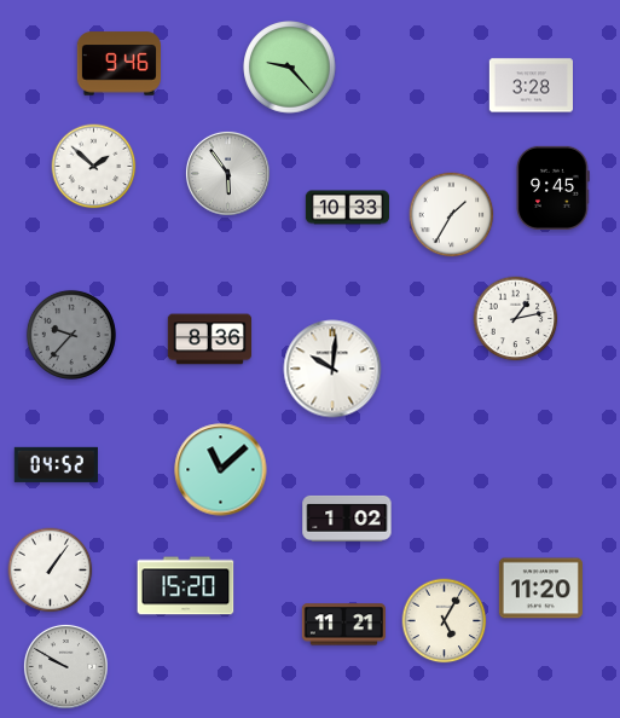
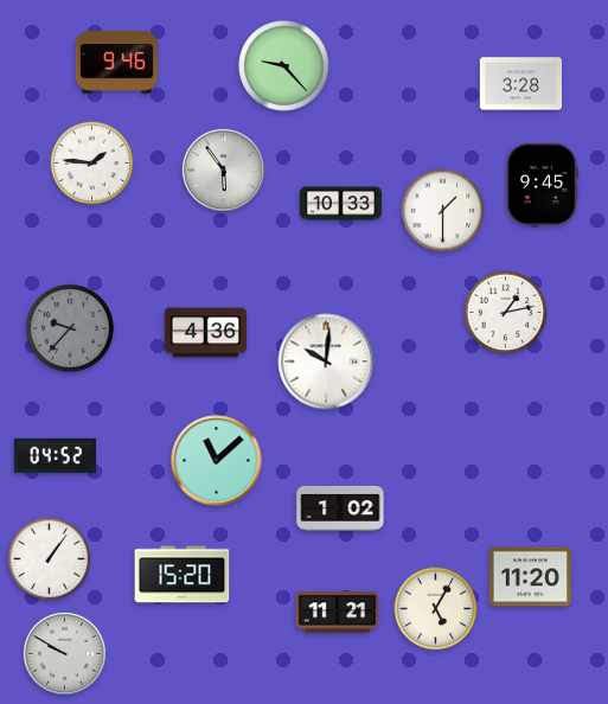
clock at (94, 167): 1:52 -> 1:46
clock at (452, 215): 1:35 -> 1:30
clock at (209, 340): 8:36 -> 4:36
